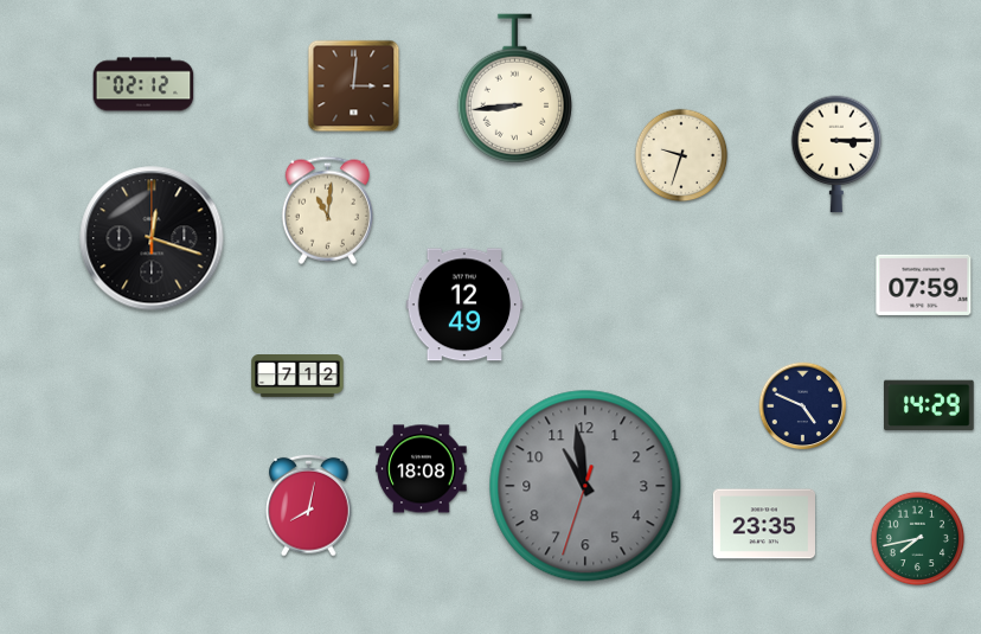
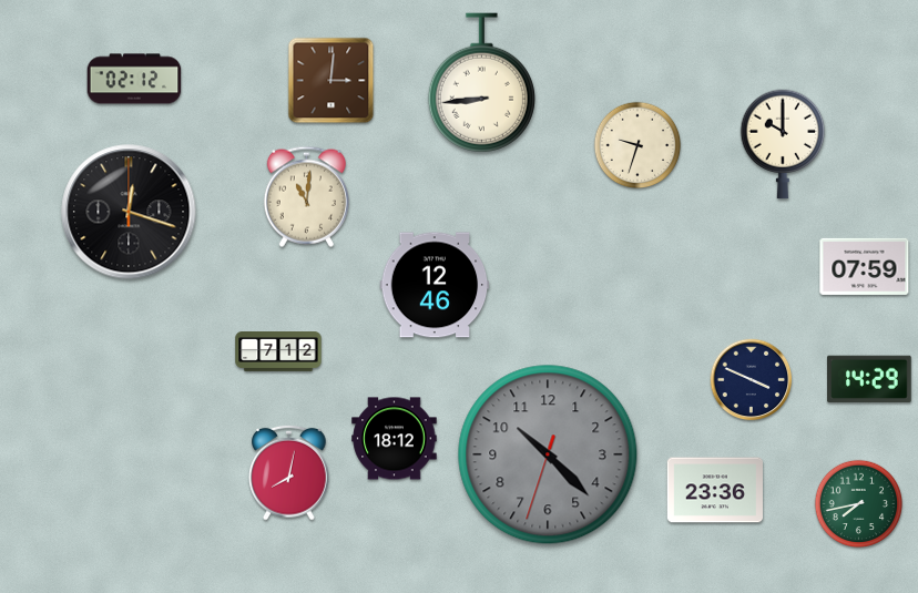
clock at (836, 154): 3:15 -> 10:00
clock at (152, 238) position: (152, 238) -> (129, 212)
clock at (464, 305): 12:49 -> 12:46
clock at (803, 406): 4:49 -> 3:49
clock at (422, 469): 18:08 -> 18:12
clock at (585, 486): 10:58 -> 10:22
clock at (763, 524): 23:35 -> 23:36
